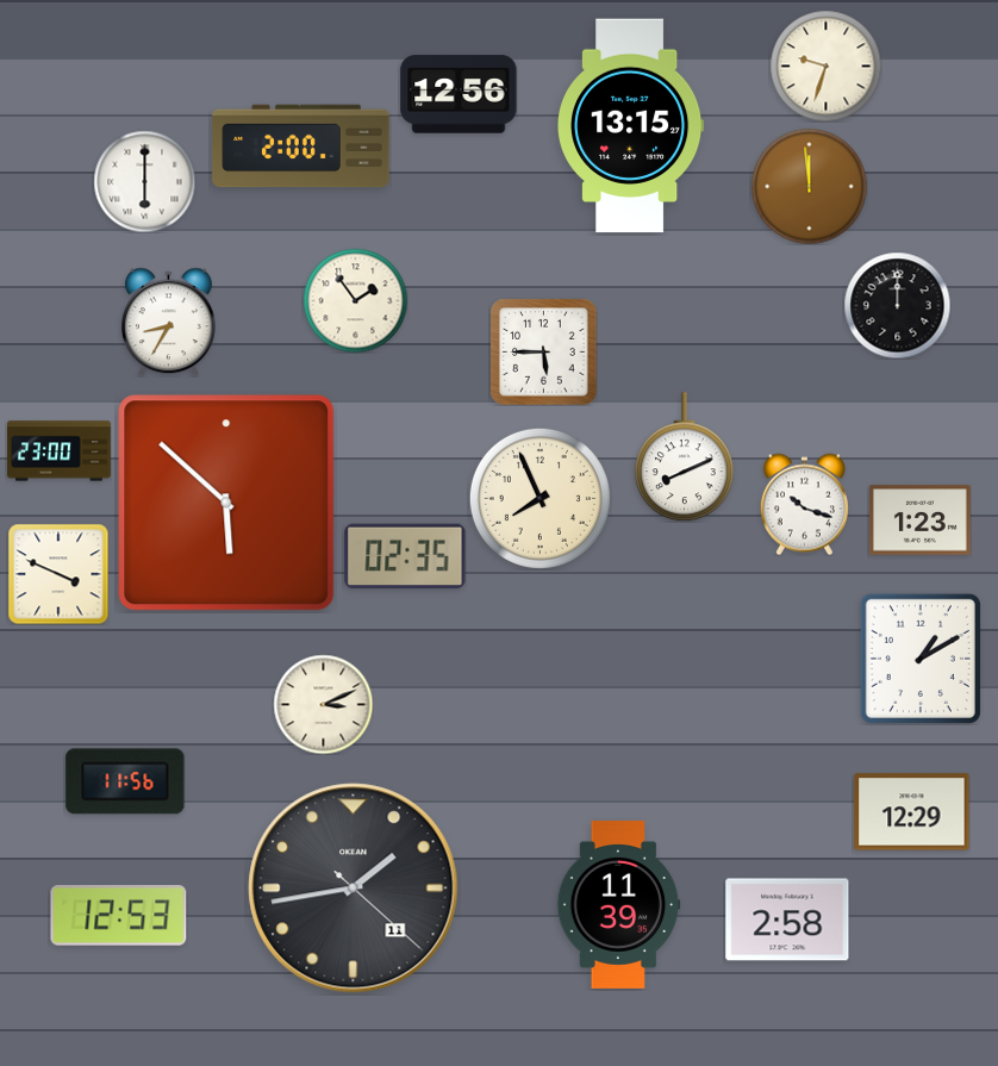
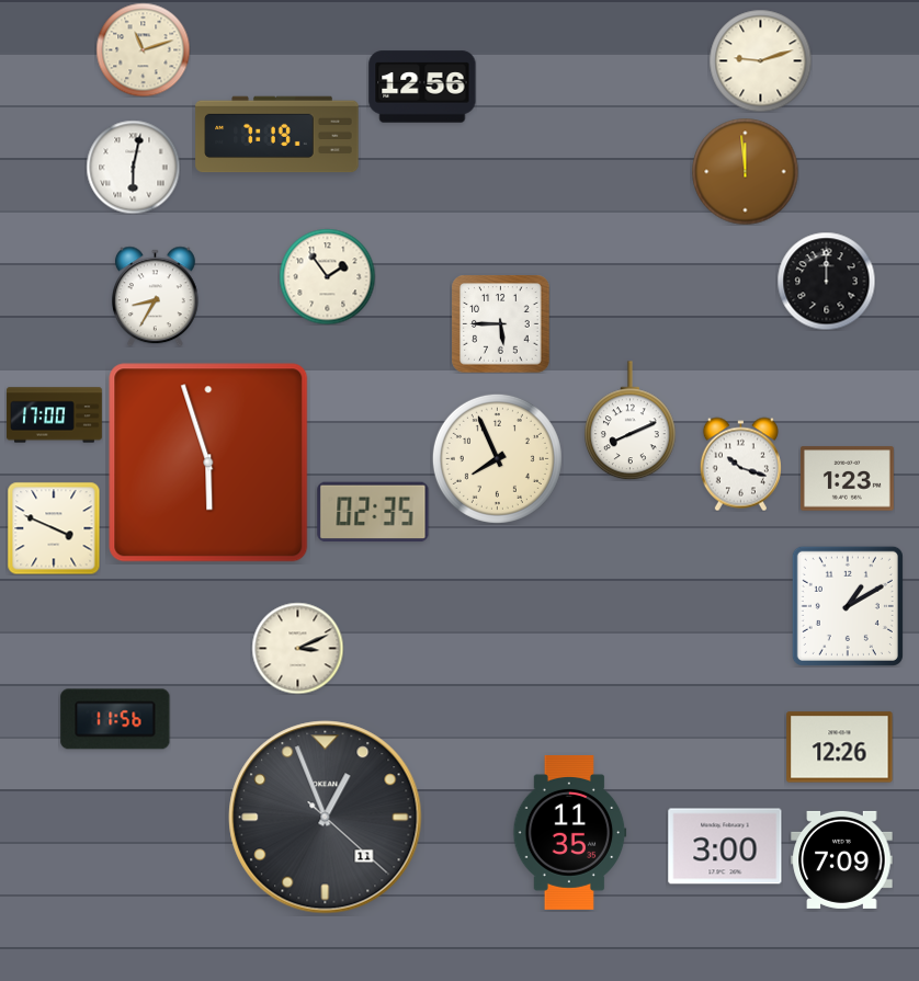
clock at (143, 49): none -> 11:12
clock at (825, 66): 9:33 -> 9:12
clock at (631, 126): 13:15 -> none
clock at (301, 147): 2:00 -> 7:19
clock at (144, 181): 6:00 -> 6:02
clock at (60, 451): 23:00 -> 17:00
clock at (226, 503): 5:52 -> 5:57
clock at (912, 812): 12:29 -> 12:26
clock at (354, 889): 1:43 -> 12:56
clock at (619, 904): 11:39 -> 11:35
clock at (119, 916): 12:53 -> none
clock at (787, 919): 2:58 -> 3:00
clock at (842, 859): none -> 7:09
